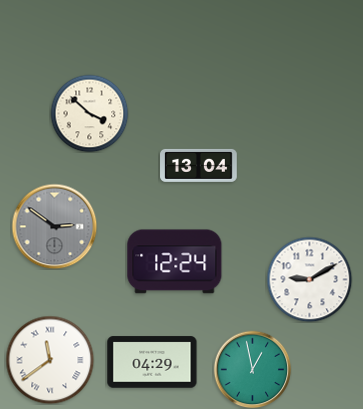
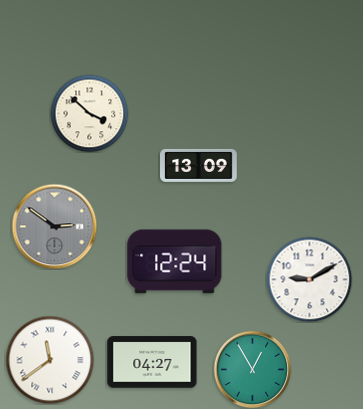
clock at (199, 165): 13:04 -> 13:09
clock at (152, 362): 04:29 -> 04:27
clock at (252, 369): 12:58 -> 12:55
